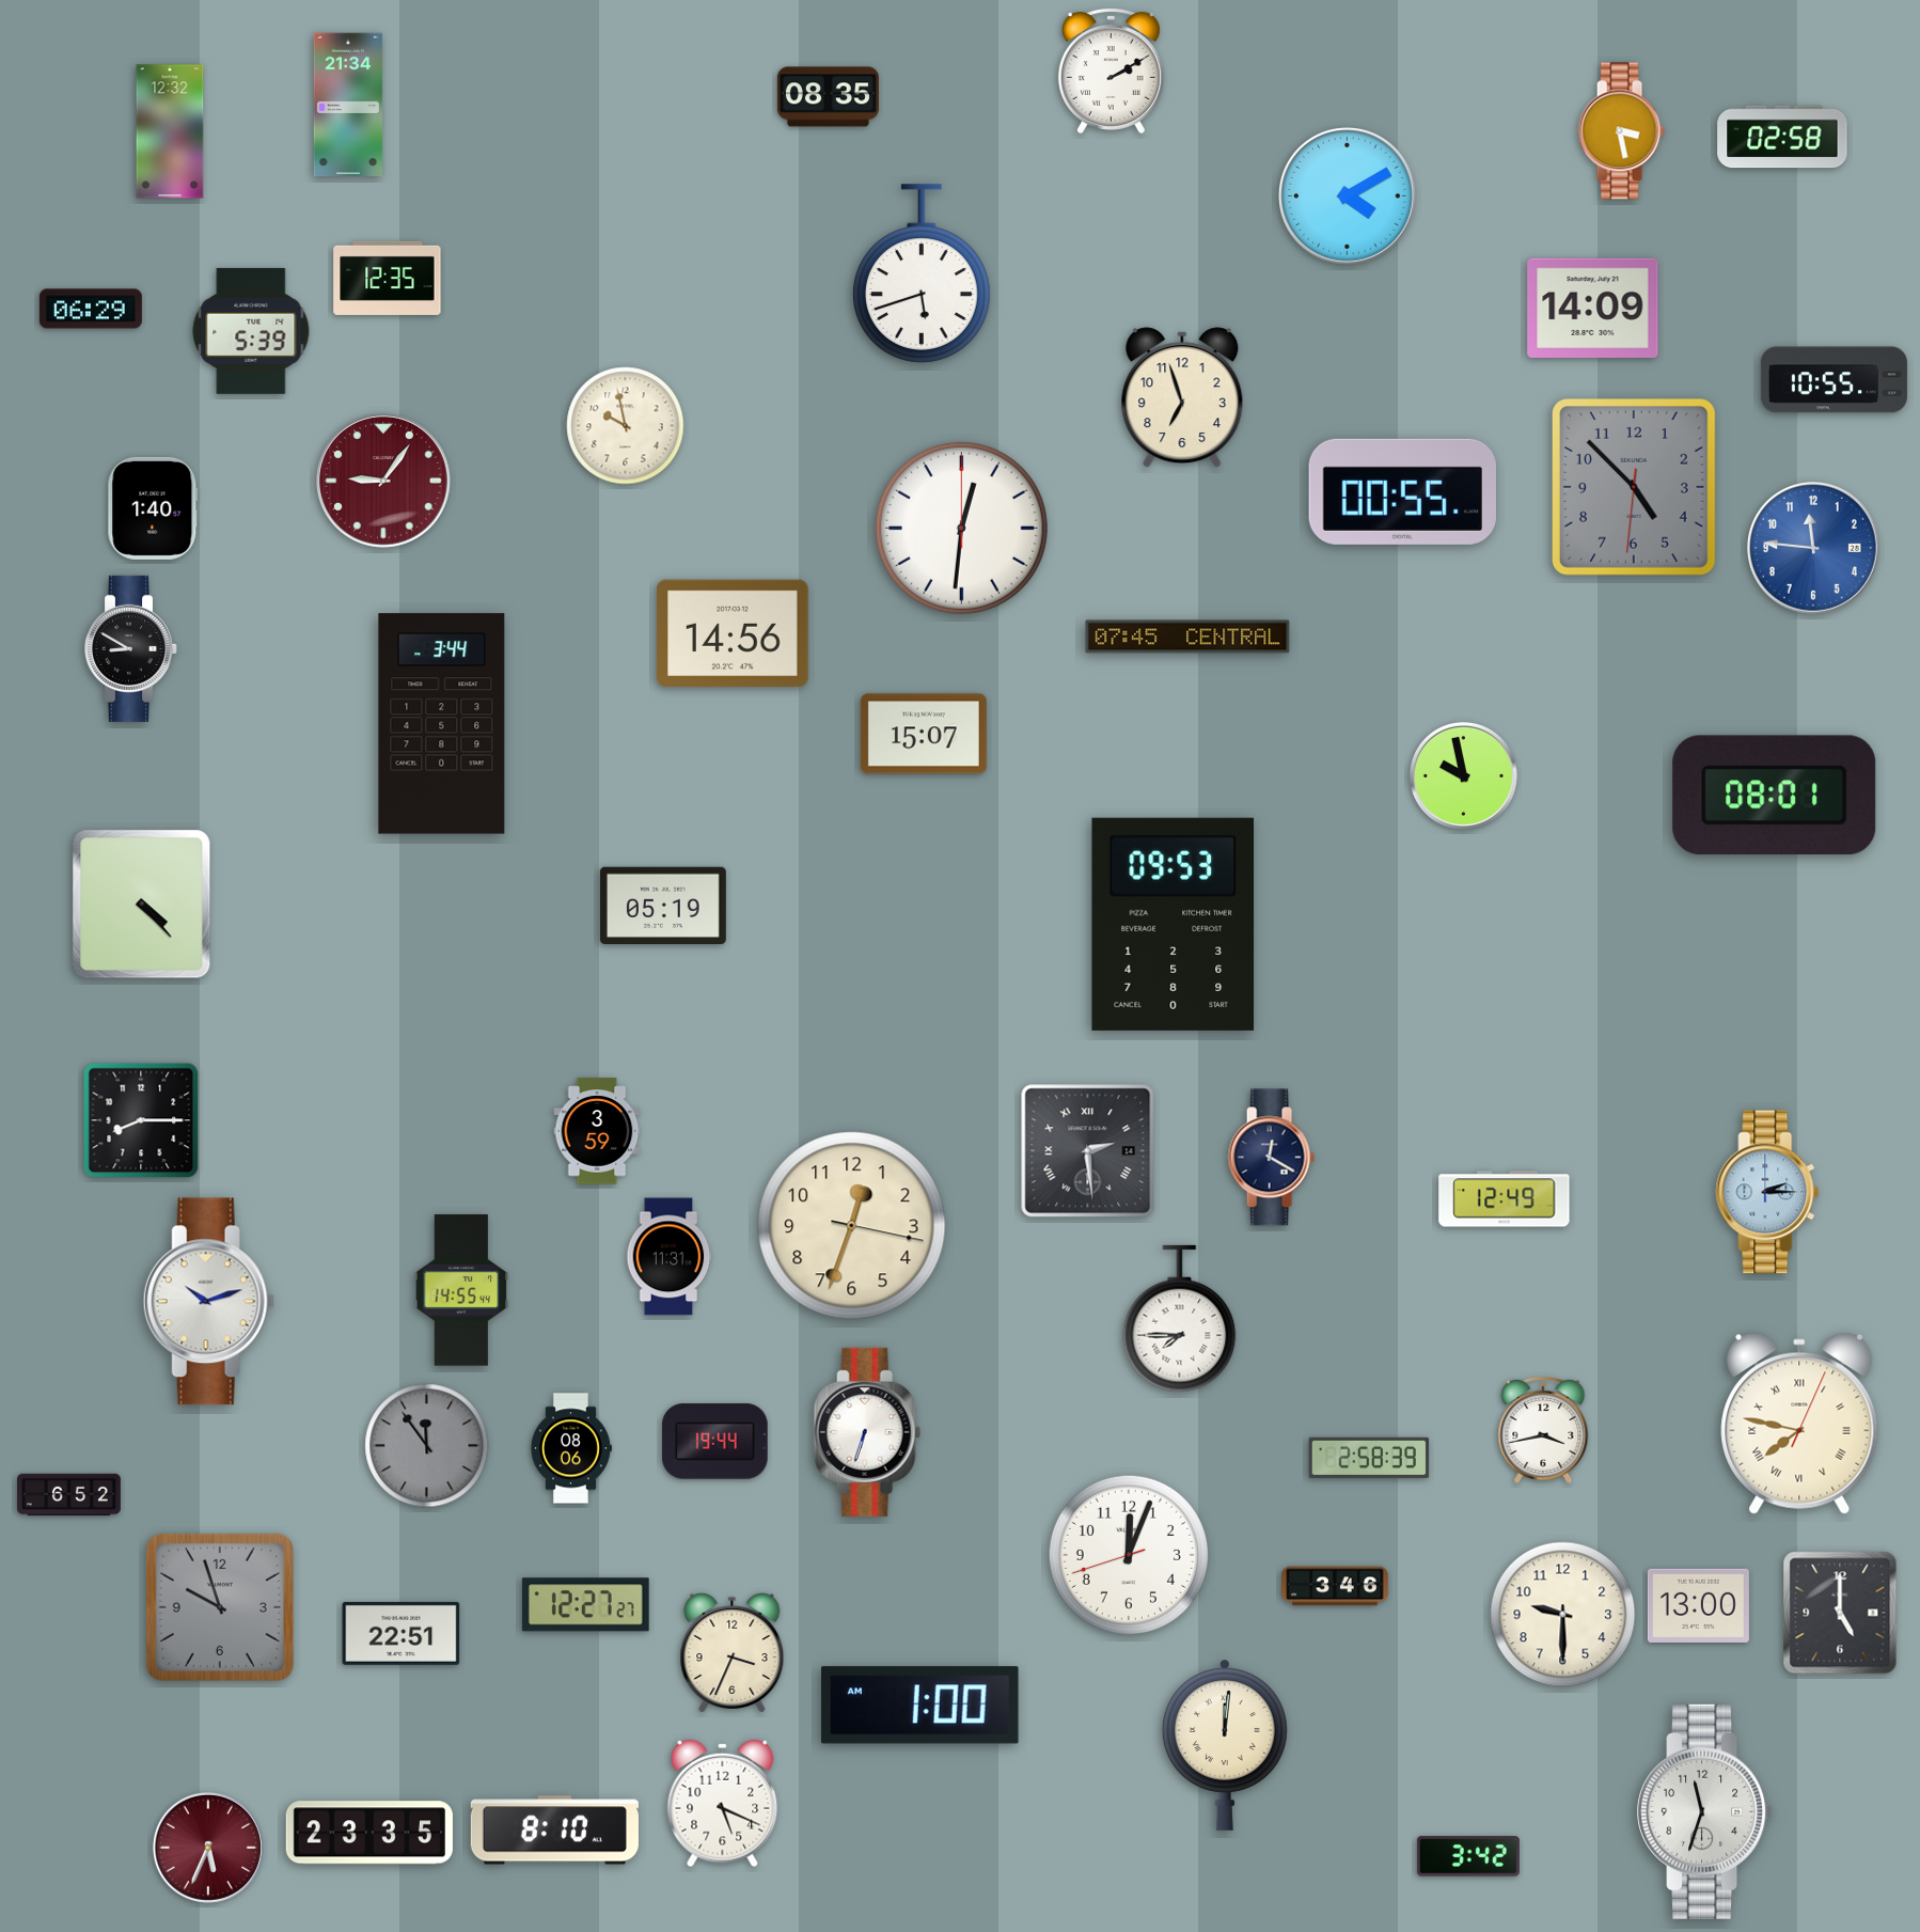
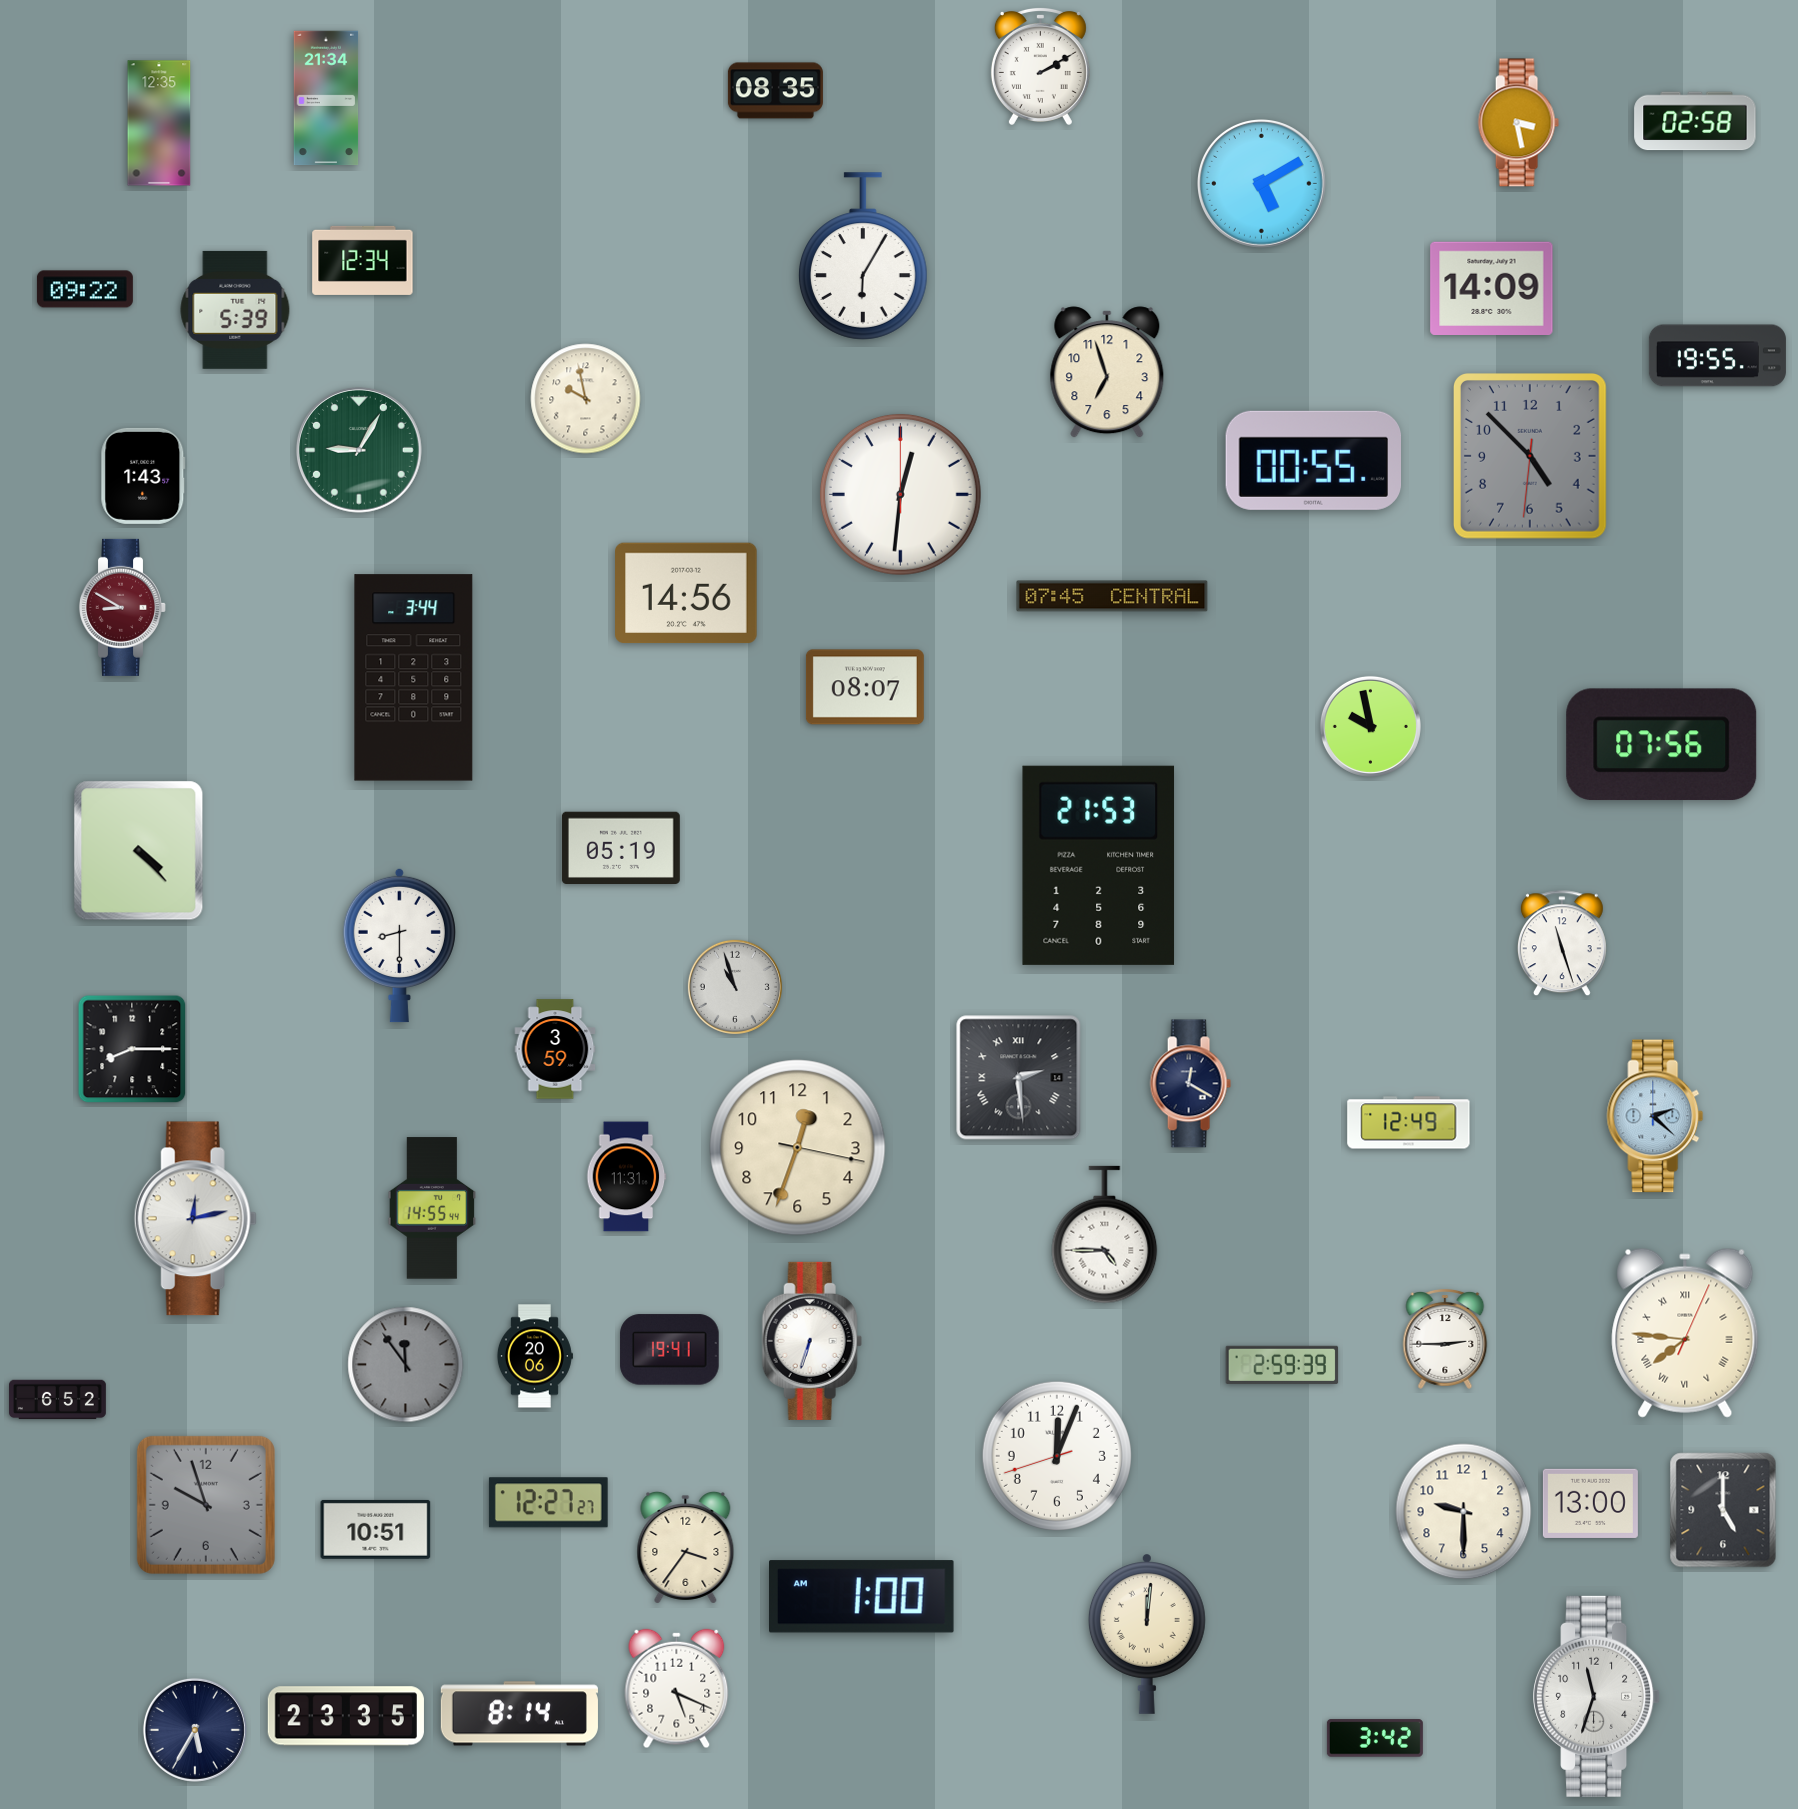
clock at (170, 131): 12:32 -> 12:35
clock at (1782, 137) position: (1782, 137) -> (1695, 121)
clock at (1348, 197): 4:10 -> 5:10
clock at (922, 273): 5:42 -> 6:05
clock at (388, 278): 12:35 -> 12:34
clock at (91, 309): 06:29 -> 09:22
clock at (1834, 380): 10:55 -> 19:55
clock at (383, 481): 9:06 -> 9:05
clock at (383, 481) dial: burgundy -> green
clock at (153, 508): 1:40 -> 1:43
clock at (1813, 548): 11:46 -> none
clock at (130, 648) dial: black -> burgundy
clock at (924, 734): 15:07 -> 08:07
clock at (1775, 796): 08:01 -> 07:56
clock at (142, 905) position: (142, 905) -> (139, 851)
clock at (1174, 924): 09:53 -> 21:53
clock at (1562, 944): none -> 11:27
clock at (399, 945): none -> 8:30
clock at (735, 987): none -> 10:57
clock at (597, 1131) position: (597, 1131) -> (555, 1049)
clock at (1767, 1192): 2:15 -> 2:22
clock at (208, 1302): 10:12 -> 12:13
clock at (1180, 1319): 7:45 -> 4:45
clock at (1799, 1424): 7:47 -> 7:46
clock at (1543, 1430): 3:43 -> 2:45
clock at (715, 1442): 19:44 -> 19:41
clock at (427, 1446) position: (427, 1446) -> (406, 1365)
clock at (570, 1448): 08:06 -> 20:06
clock at (1369, 1458): 2:58 -> 2:59
clock at (69, 1495) position: (69, 1495) -> (58, 1400)
clock at (1335, 1586): 3:46 -> none
clock at (402, 1633): 22:51 -> 10:51
clock at (733, 1652): 3:34 -> 3:36
clock at (554, 1831): 8:10 -> 8:14
clock at (208, 1848): 5:34 -> 5:35
clock at (208, 1848) dial: burgundy -> navy
